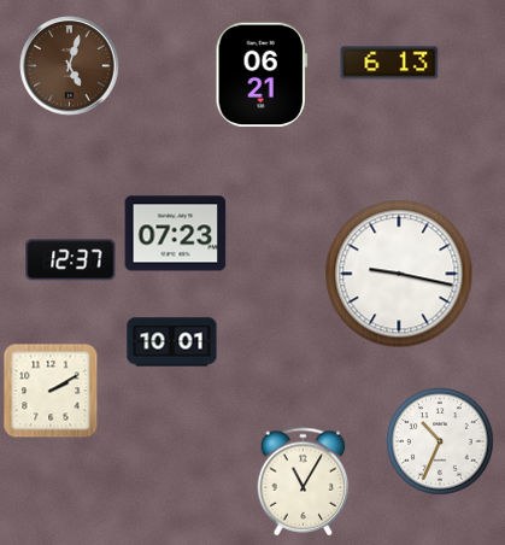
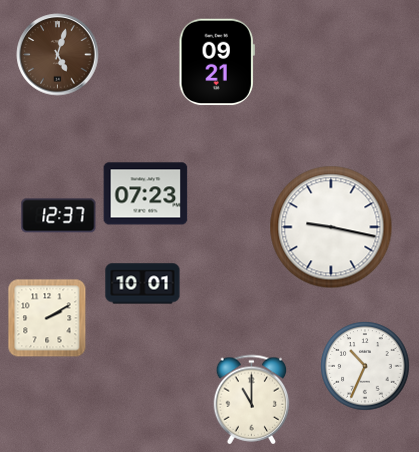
clock at (389, 63): 6:13 -> none
clock at (262, 75): 06:21 -> 09:21
clock at (51, 391) position: (51, 391) -> (47, 318)
clock at (304, 482): 11:05 -> 11:00
